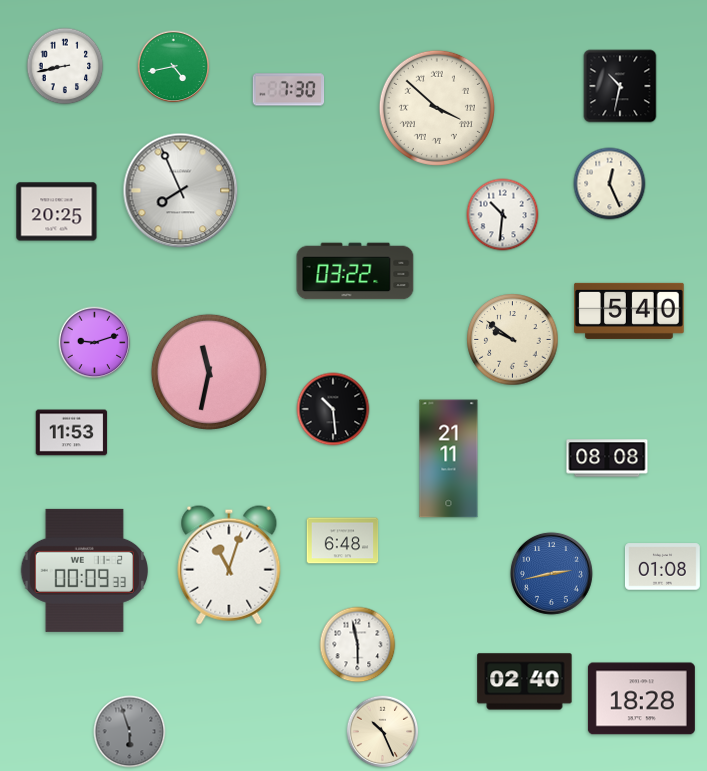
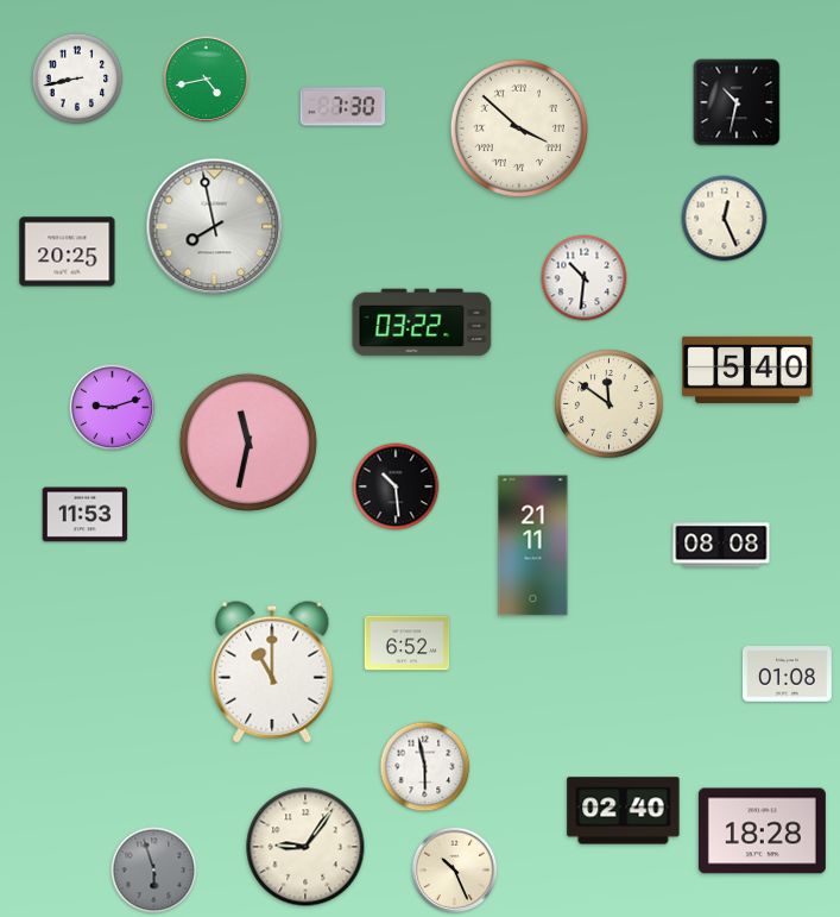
clock at (181, 191): 7:56 -> 7:58
clock at (503, 215) position: (503, 215) -> (585, 278)
clock at (513, 340): 9:51 -> 11:51
clock at (343, 541): 6:48 -> 6:52
clock at (229, 565): 11:03 -> 11:00
clock at (84, 570): 00:09 -> none
clock at (551, 573): 2:43 -> none
clock at (305, 847): none -> 9:06
